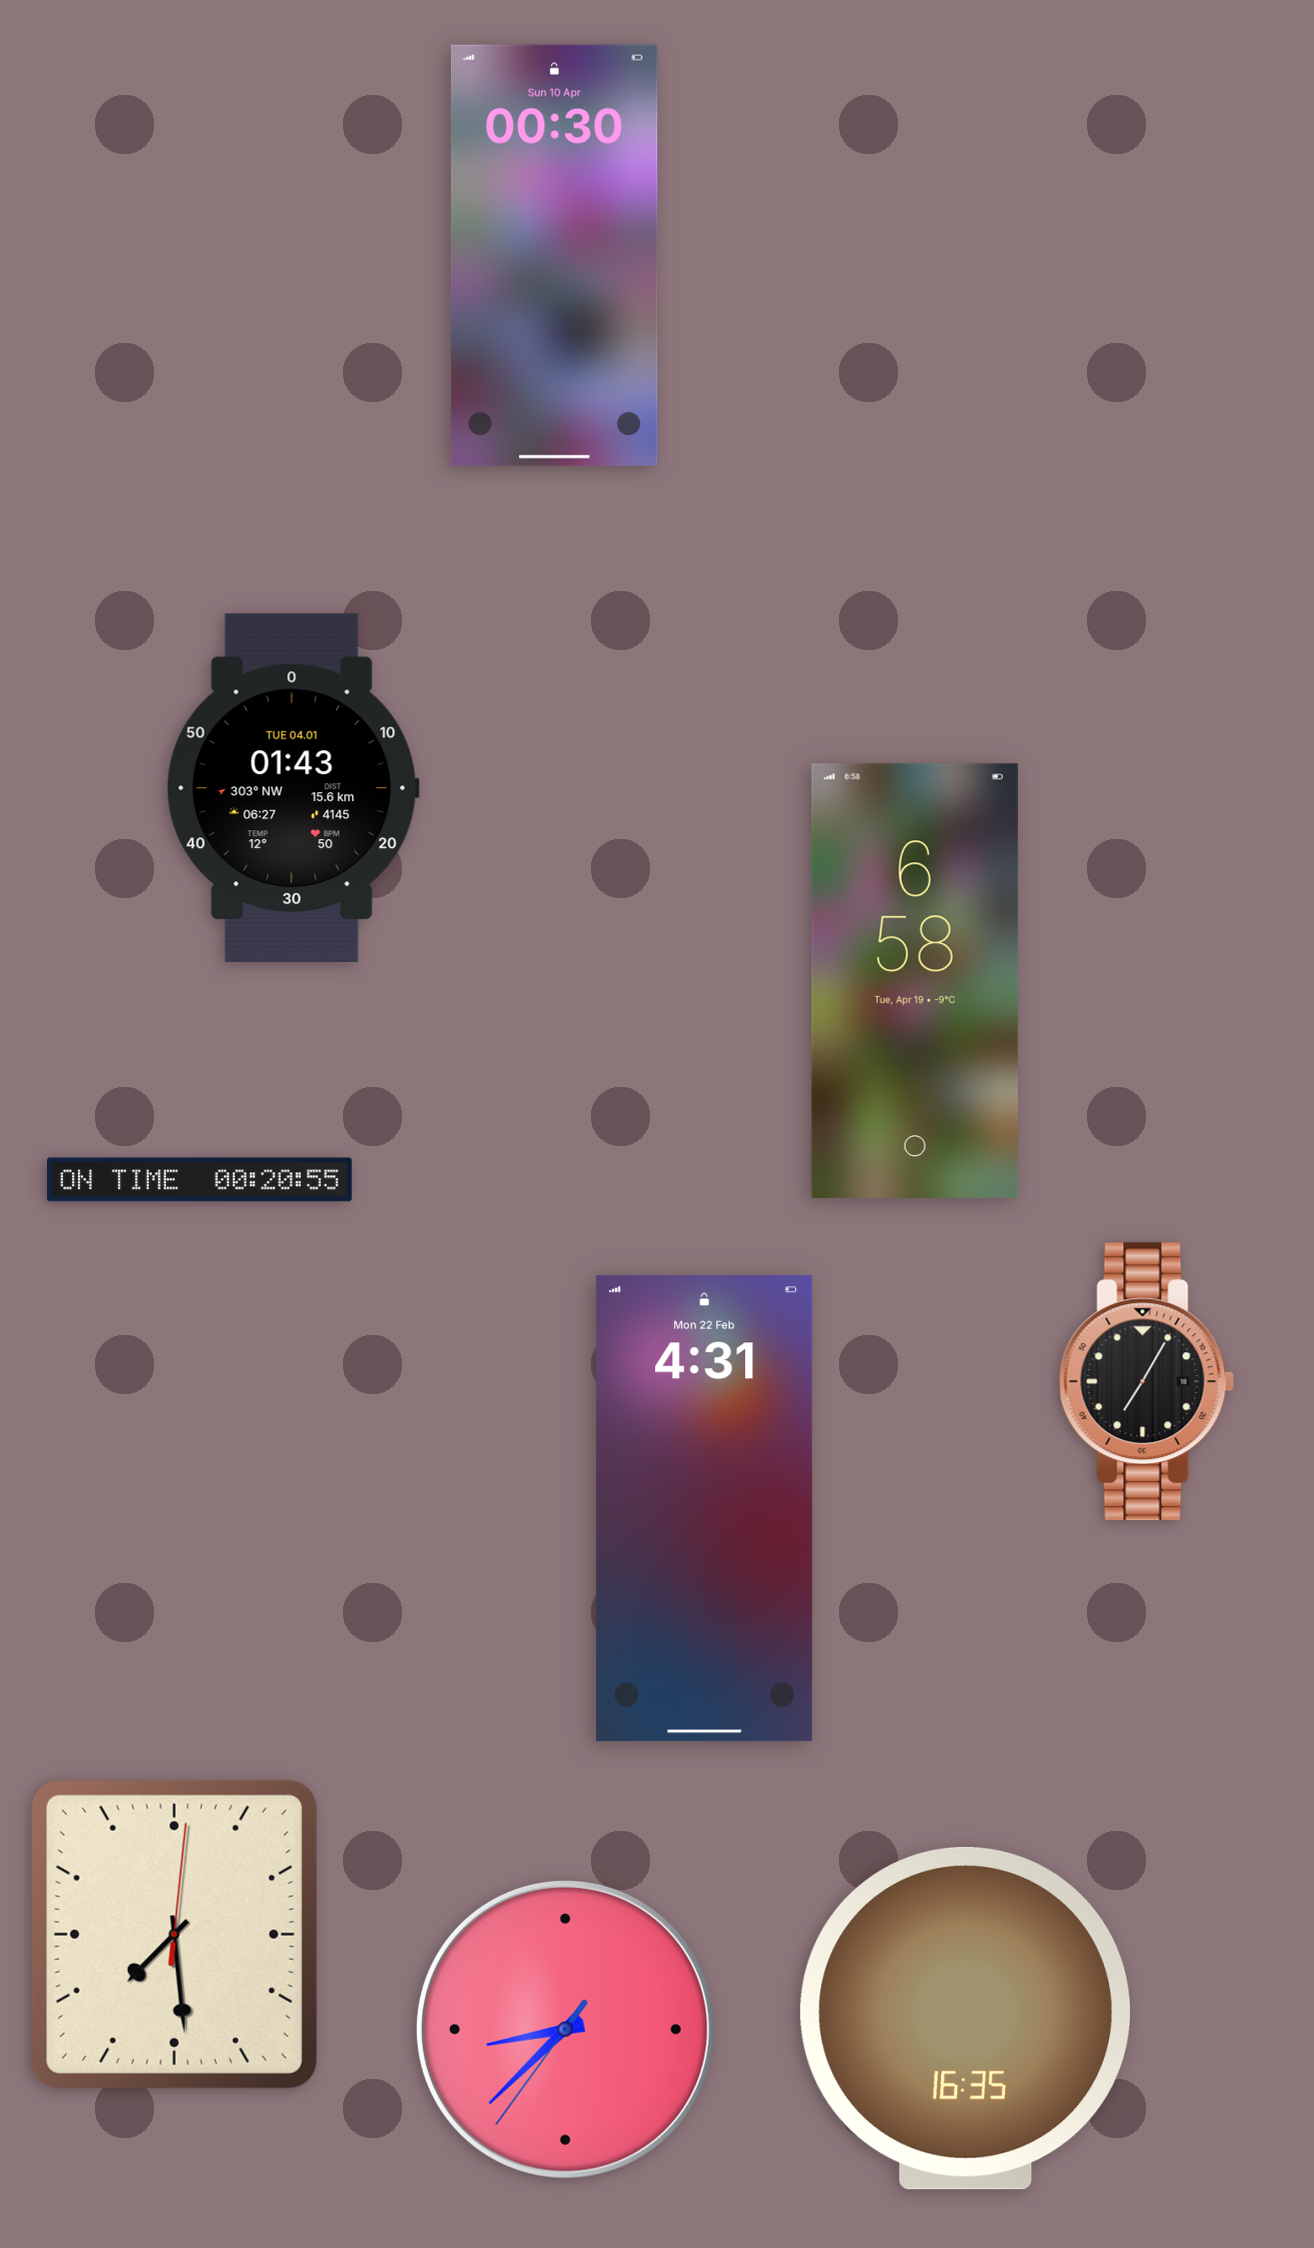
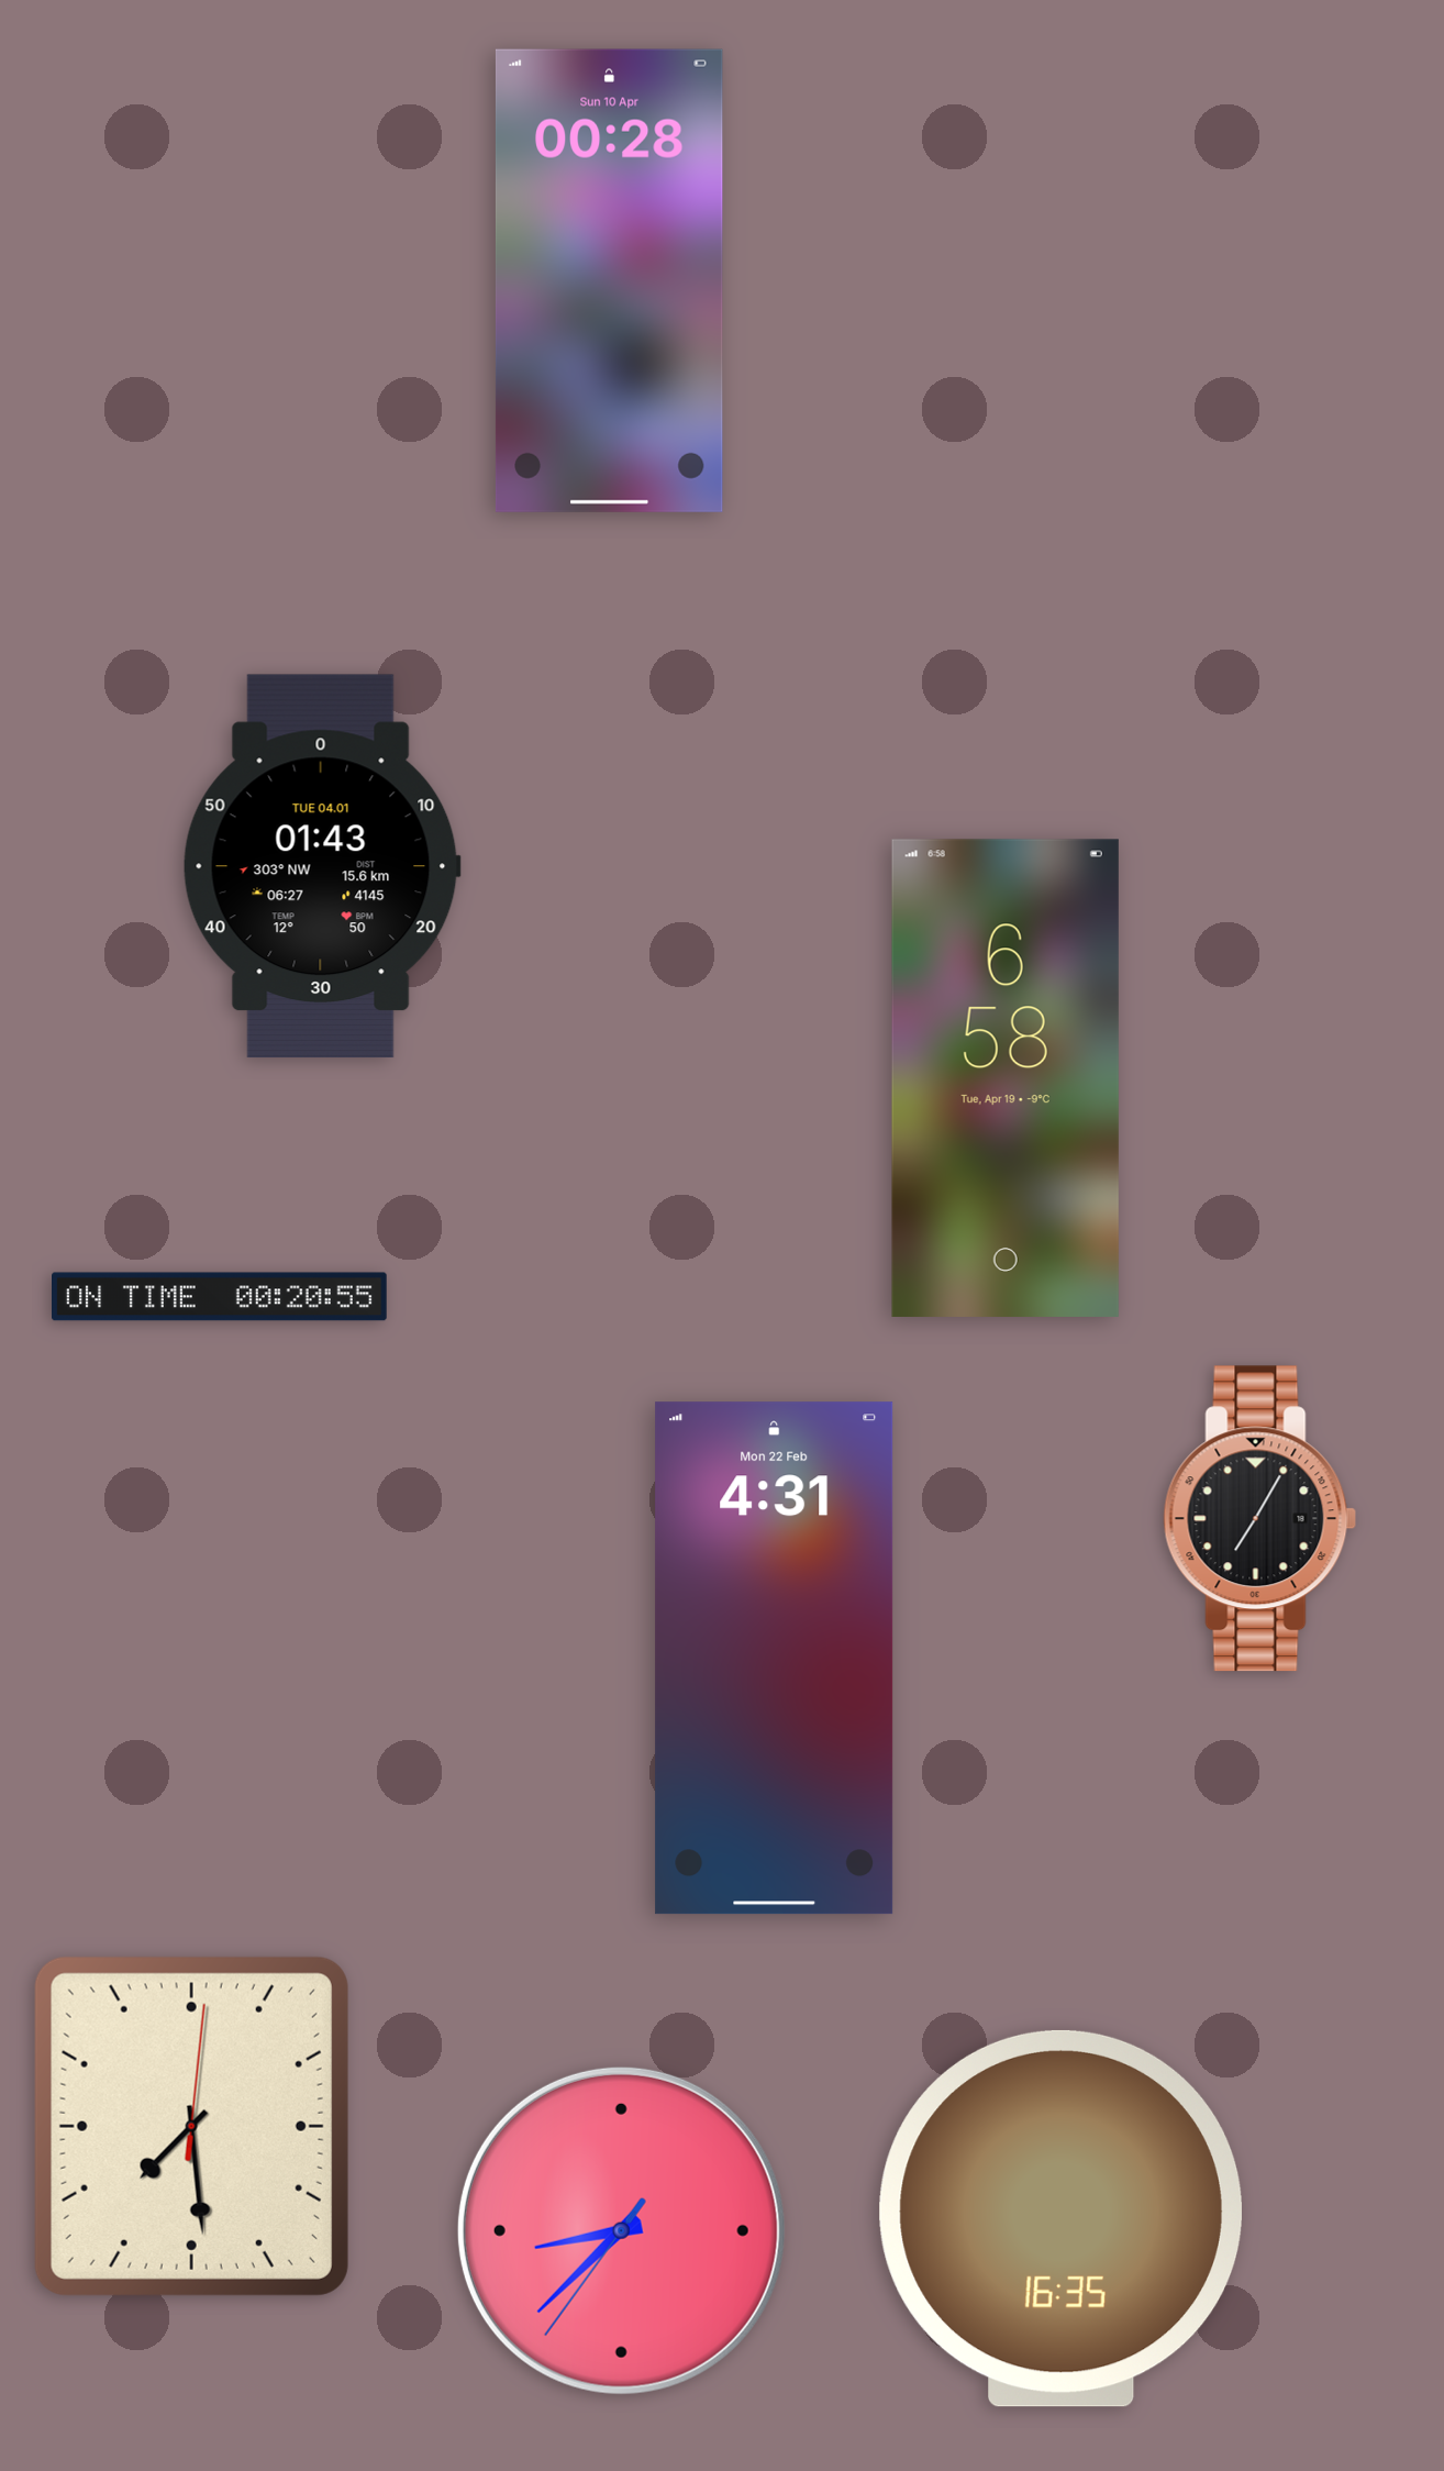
clock at (554, 255): 00:30 -> 00:28
